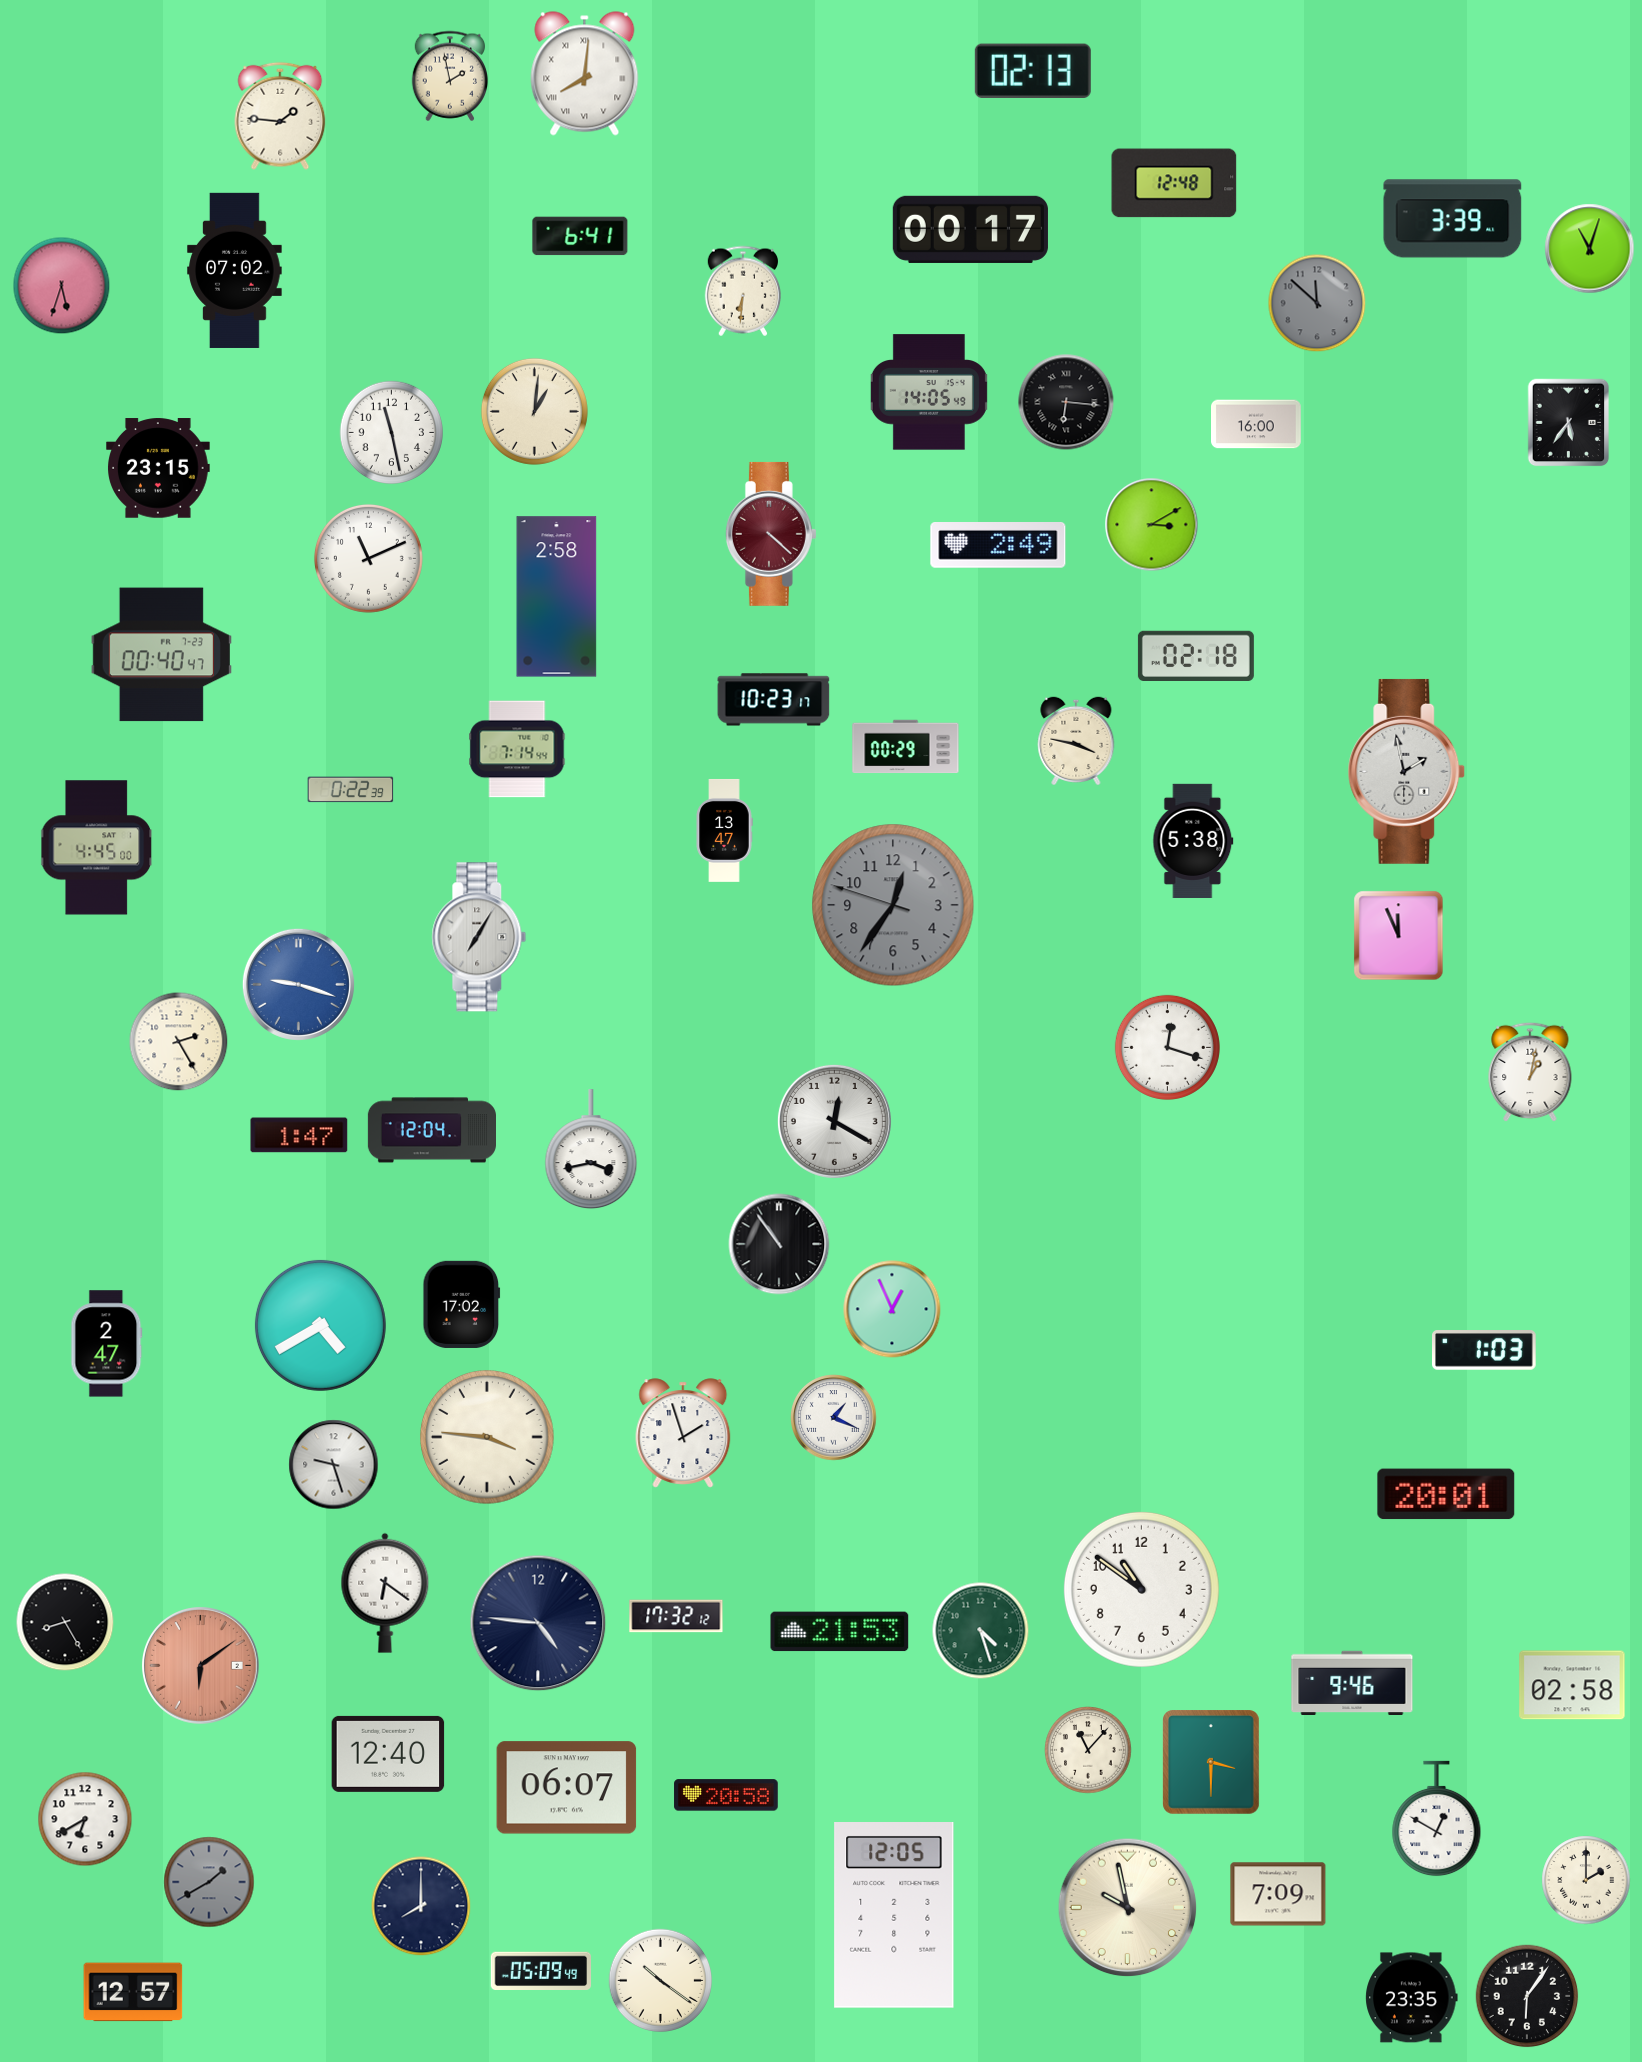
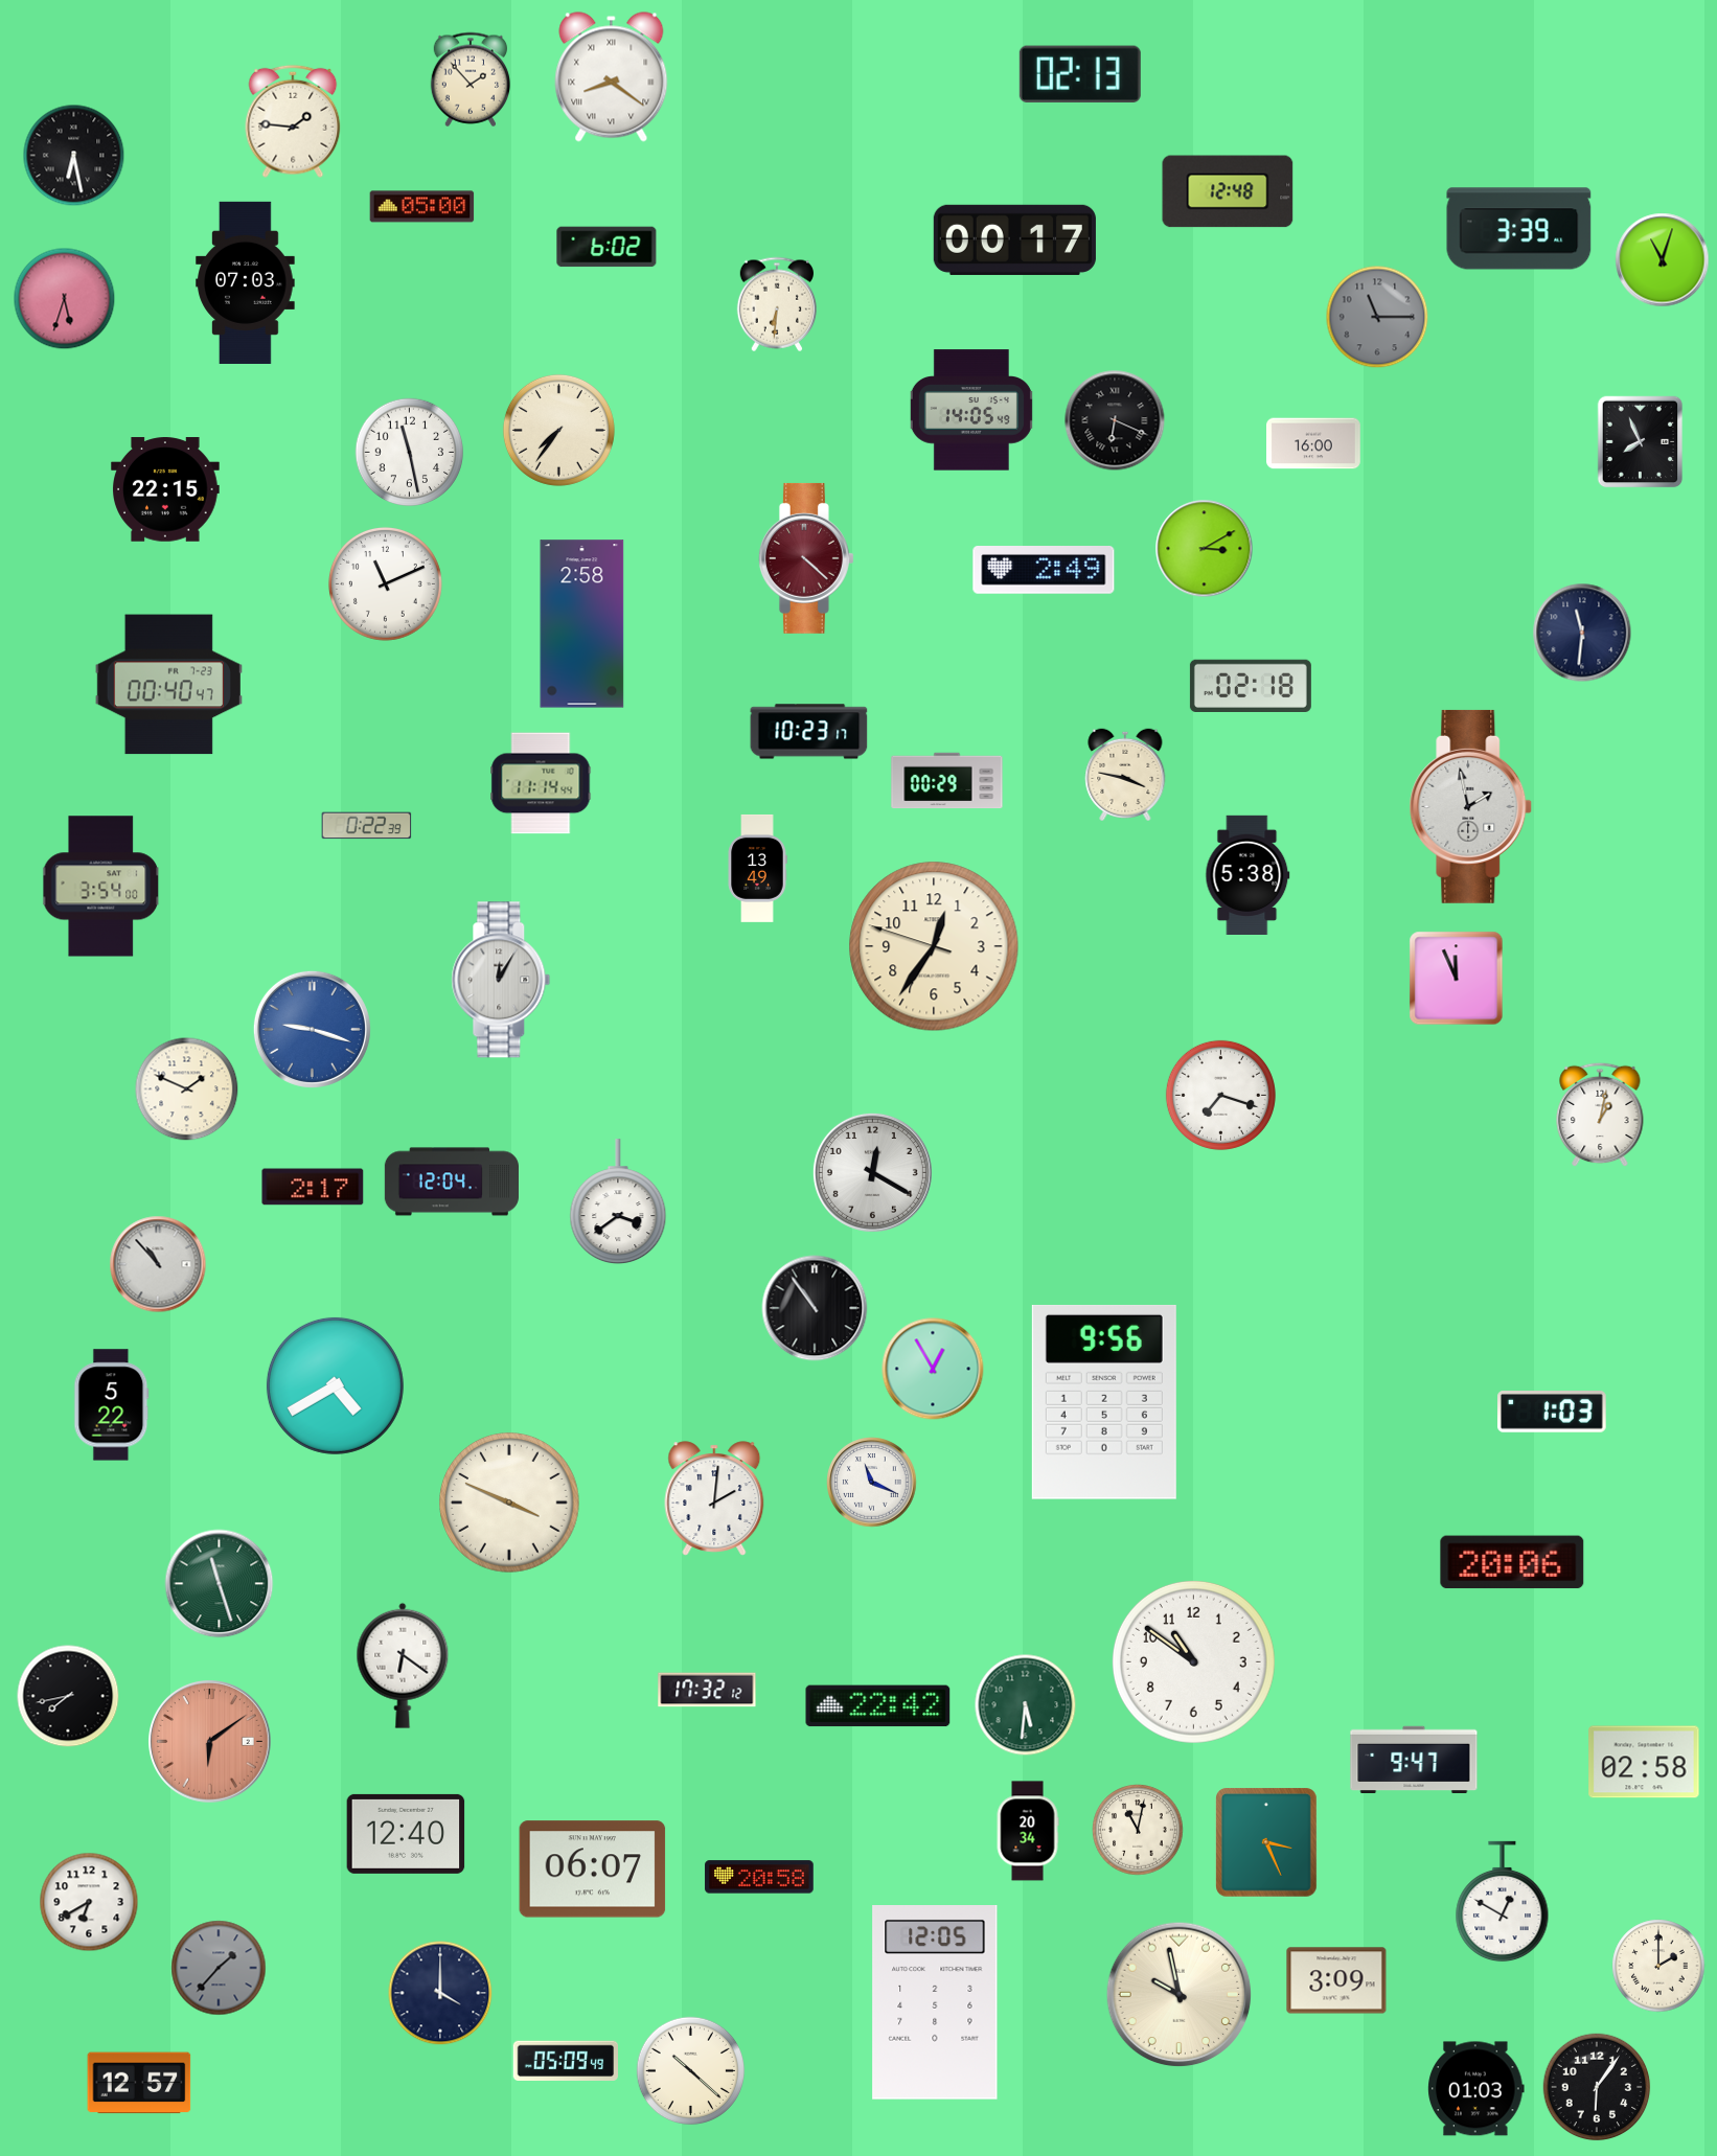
clock at (585, 74): 8:01 -> 8:21
clock at (449, 76): 1:58 -> 1:53
clock at (74, 156): none -> 6:28
clock at (422, 207): none -> 05:00
clock at (580, 236): 6:41 -> 6:02
clock at (235, 270): 07:02 -> 07:03
clock at (1317, 303): 11:52 -> 11:15
clock at (1066, 402): 6:16 -> 6:19
clock at (534, 411): 1:01 -> 7:36
clock at (1569, 423): 5:36 -> 7:56
clock at (159, 468): 23:15 -> 22:15
clock at (1582, 633): none -> 11:31
clock at (517, 749): 7:14 -> 11:14
clock at (724, 830): 13:47 -> 13:49
clock at (1193, 840) position: (1193, 840) -> (1247, 874)
clock at (97, 848): 4:45 -> 3:54
clock at (893, 905) dial: grey -> cream
clock at (1399, 936) position: (1399, 936) -> (1457, 979)
clock at (479, 937): 7:05 -> 12:05
clock at (179, 1042): 2:25 -> 1:49
clock at (1167, 1047): 12:18 -> 7:18
clock at (1530, 1072) position: (1530, 1072) -> (1600, 1115)
clock at (299, 1135): 1:47 -> 2:17
clock at (591, 1150): 3:43 -> 3:39
clock at (158, 1264): none -> 10:53
clock at (779, 1244) position: (779, 1244) -> (815, 1308)
clock at (462, 1304): 17:02 -> none
clock at (892, 1309): 12:56 -> 12:55
clock at (1104, 1402): none -> 9:56
clock at (107, 1344): 2:47 -> 5:22
clock at (834, 1418): 1:19 -> 11:19
clock at (683, 1433): 1:57 -> 2:01
clock at (487, 1437): 3:46 -> 3:49
clock at (334, 1465): 9:27 -> none
clock at (1446, 1494): 20:01 -> 20:06
clock at (220, 1584): none -> 11:27
clock at (65, 1622): 8:25 -> 7:43
clock at (538, 1623): 4:46 -> none
clock at (981, 1631): 4:27 -> 5:31
clock at (840, 1632): 21:53 -> 22:42
clock at (1352, 1682): 9:46 -> 9:47
clock at (1088, 1750): 11:07 -> 11:02
clock at (1028, 1831): none -> 20:34
clock at (1212, 1763): 3:30 -> 3:26
clock at (209, 1882): 1:40 -> 1:37
clock at (1278, 1894): 7:09 -> 3:09
clock at (421, 1906): 8:00 -> 4:00
clock at (661, 1981): 10:21 -> 10:22
clock at (1412, 1998): 23:35 -> 01:03
